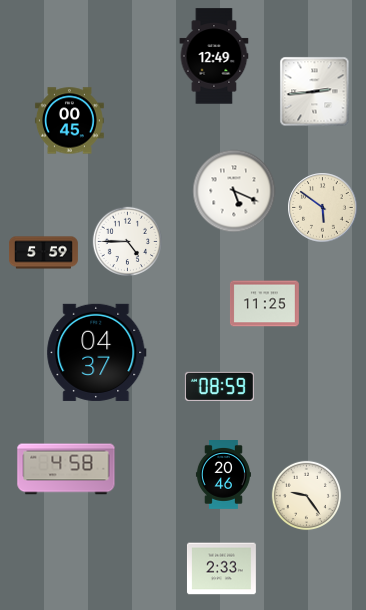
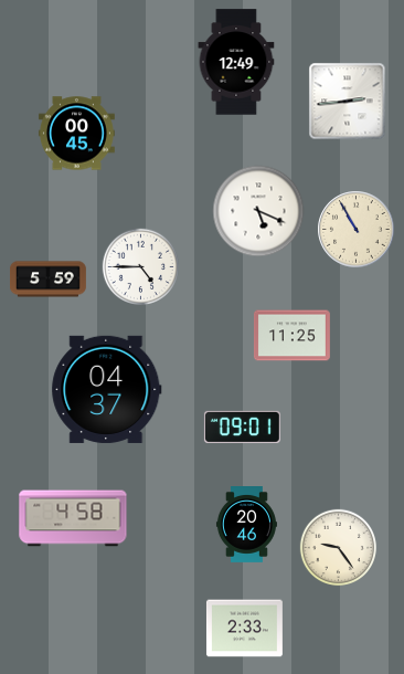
clock at (323, 208): 5:51 -> 10:55
clock at (219, 386): 08:59 -> 09:01
